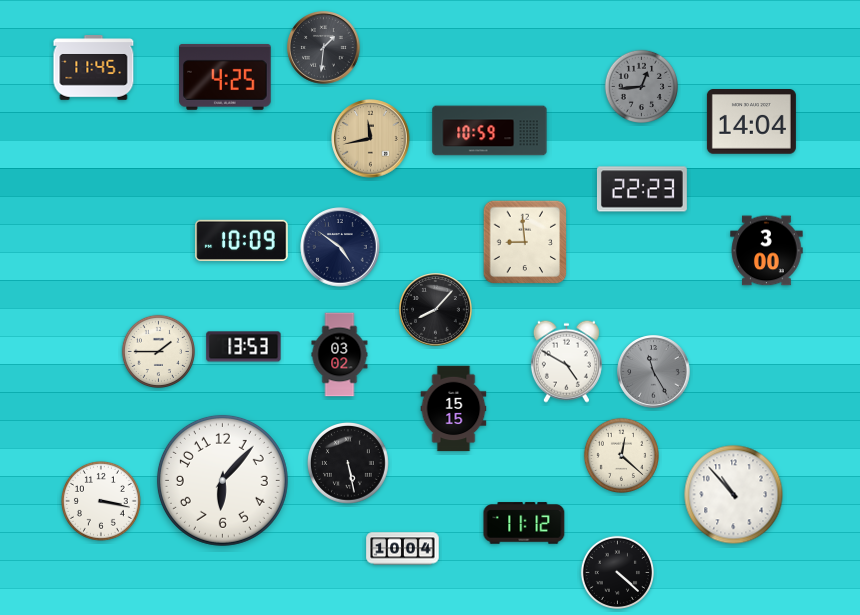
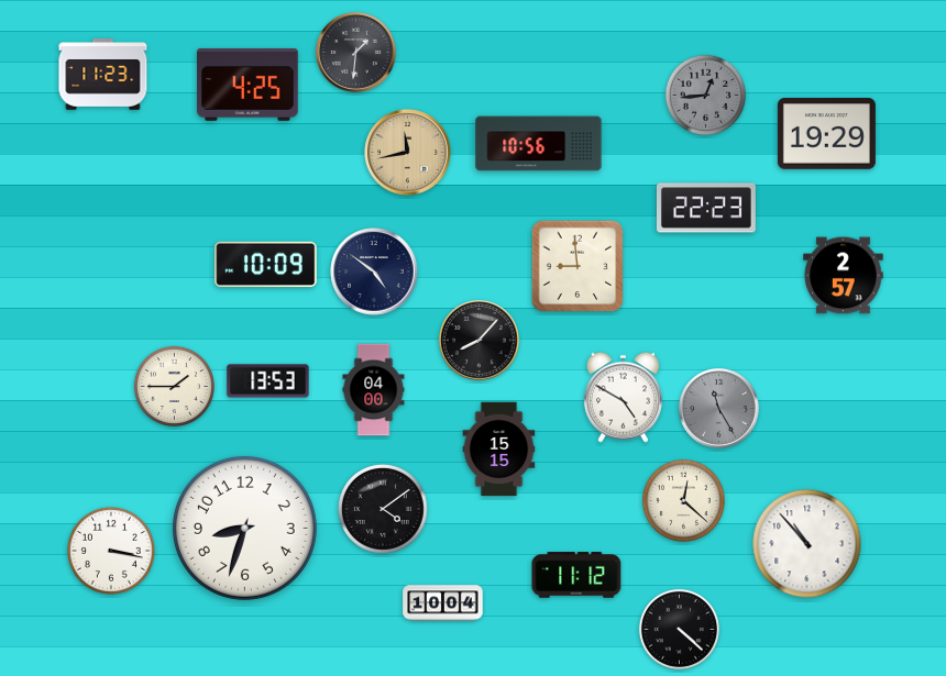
clock at (94, 68): 11:45 -> 11:23
clock at (751, 122): 14:04 -> 19:29
clock at (490, 131): 10:59 -> 10:56
clock at (767, 251): 3:00 -> 2:57
clock at (340, 355): 03:02 -> 04:00
clock at (349, 464): 5:28 -> 4:09
clock at (222, 480): 6:07 -> 8:33
